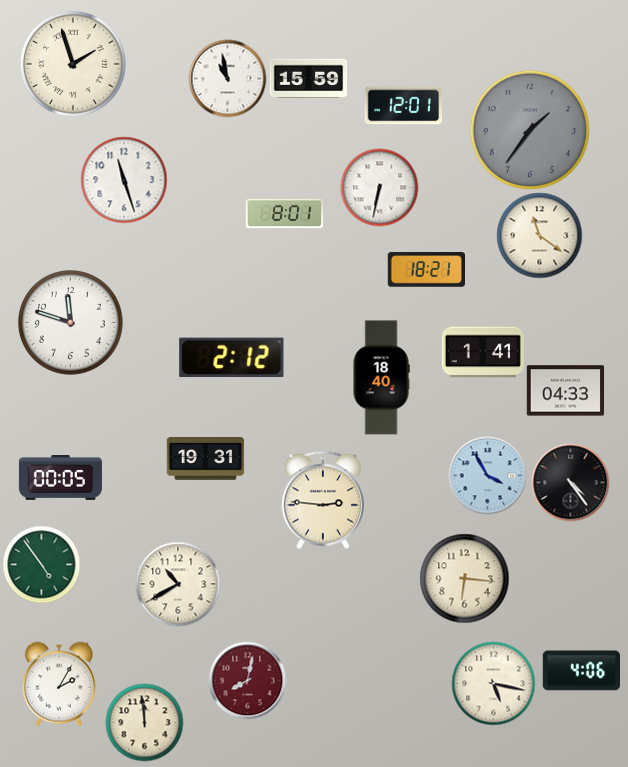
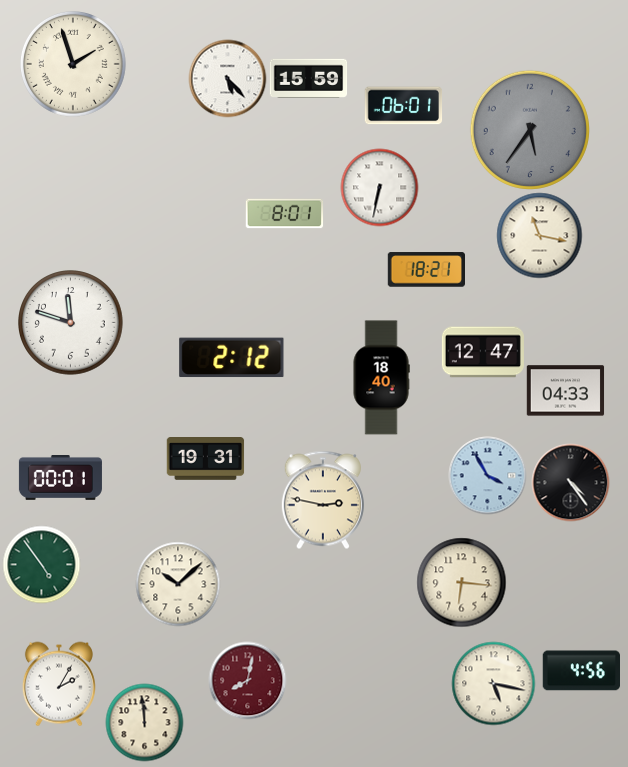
clock at (227, 78): 10:58 -> 5:23
clock at (403, 106): 12:01 -> 06:01
clock at (530, 130): 1:36 -> 5:36
clock at (124, 180): 11:27 -> none
clock at (539, 235): 11:21 -> 11:17
clock at (483, 352): 1:41 -> 12:47
clock at (60, 478): 00:05 -> 00:01
clock at (323, 500): 2:46 -> 2:47
clock at (464, 578) position: (464, 578) -> (461, 582)
clock at (178, 584): 10:40 -> 10:08
clock at (581, 671): 4:06 -> 4:56
